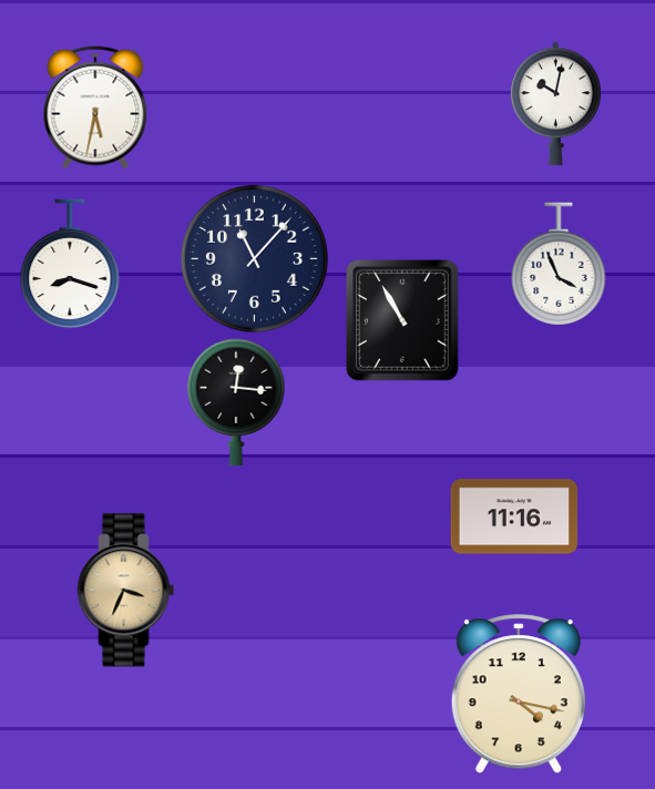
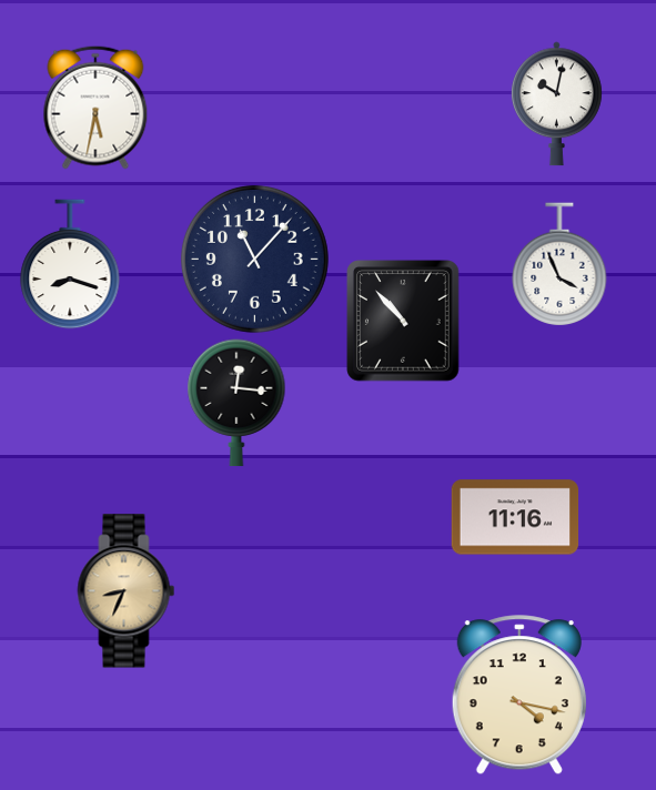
clock at (402, 320): 10:55 -> 10:53
clock at (126, 591): 3:34 -> 8:34
